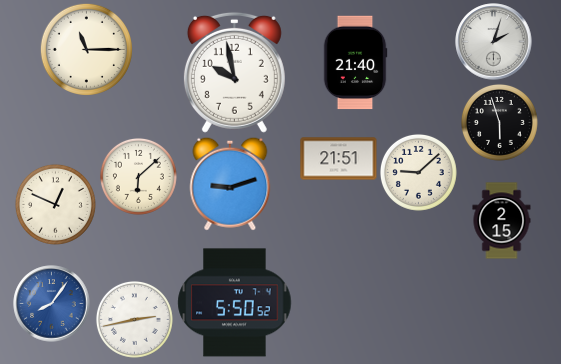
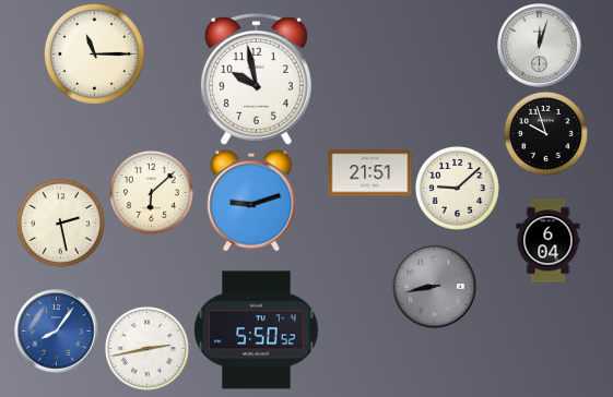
clock at (494, 42): 2:03 -> 12:03
clock at (355, 63): 21:40 -> none
clock at (499, 122): 5:57 -> 9:57
clock at (55, 204): 12:49 -> 2:28
clock at (502, 221): 2:15 -> 6:04
clock at (435, 287): none -> 8:43
